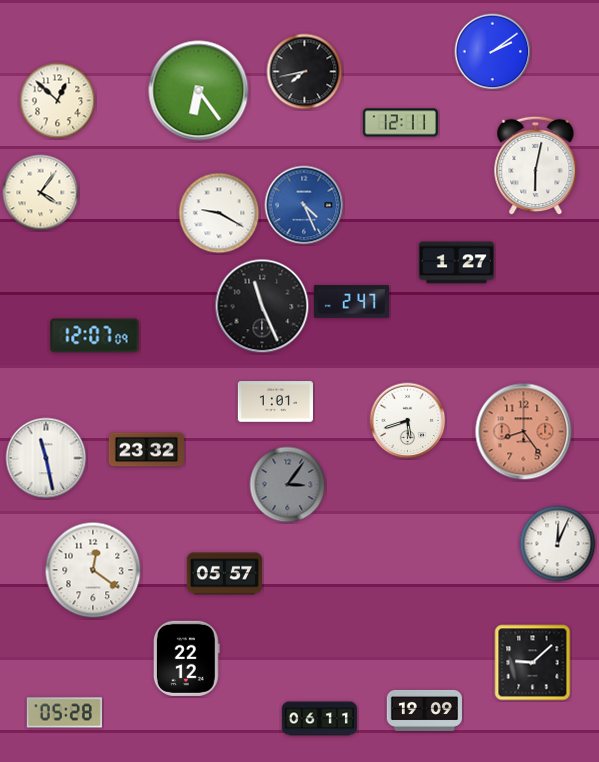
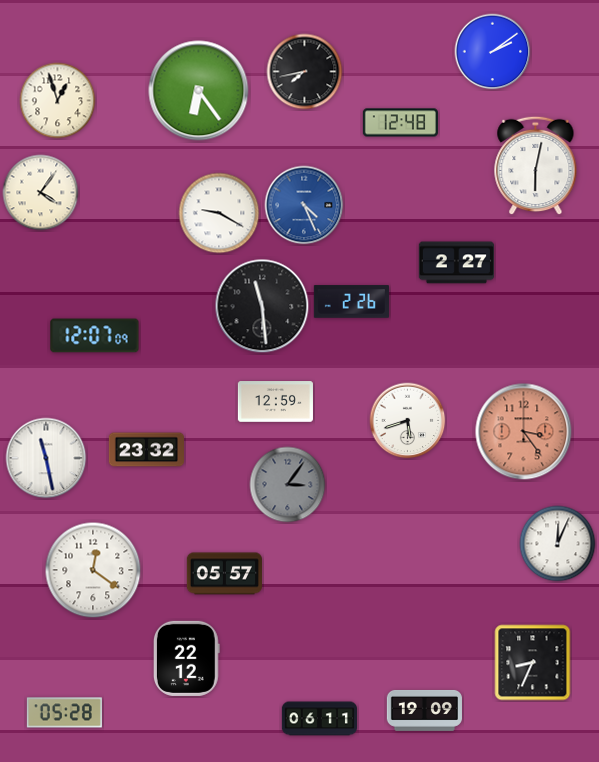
clock at (58, 101): 12:52 -> 12:57
clock at (400, 123): 12:11 -> 12:48
clock at (456, 263): 1:27 -> 2:27
clock at (351, 302): 2:47 -> 2:26
clock at (262, 306): 11:26 -> 11:29
clock at (275, 402): 1:01 -> 12:59
clock at (524, 432): 8:24 -> 3:24
clock at (533, 663): 9:08 -> 8:34
